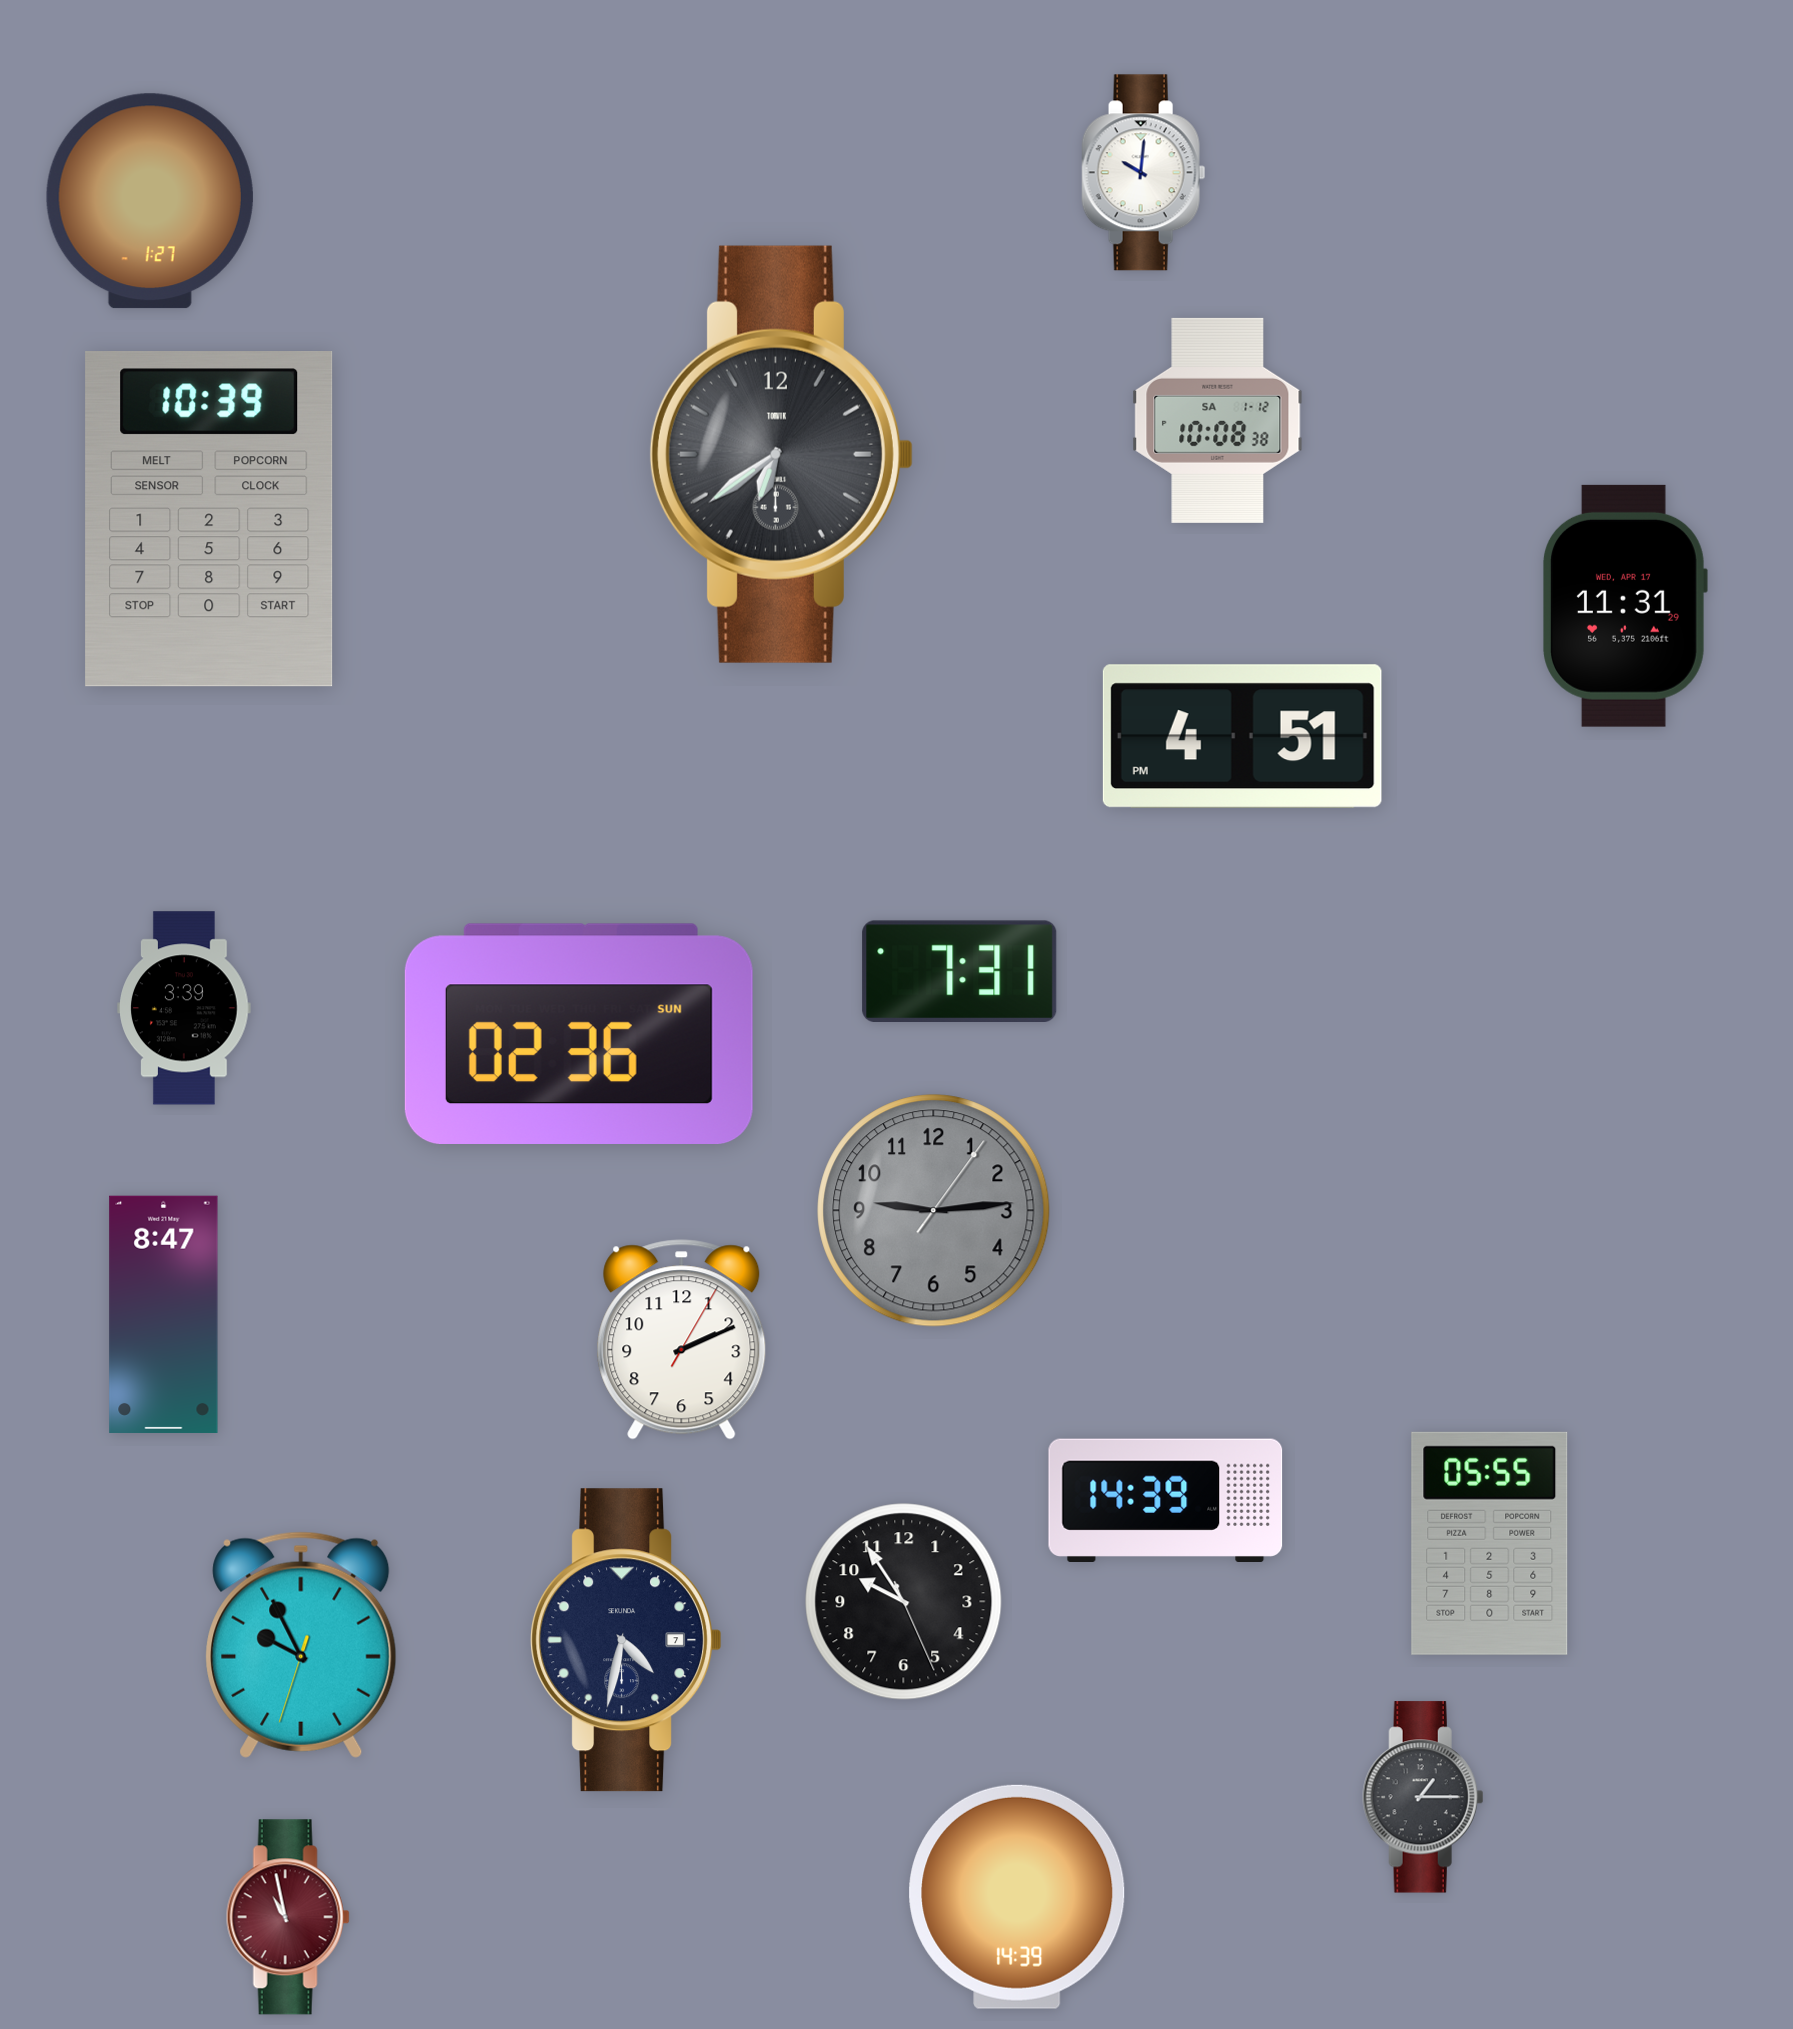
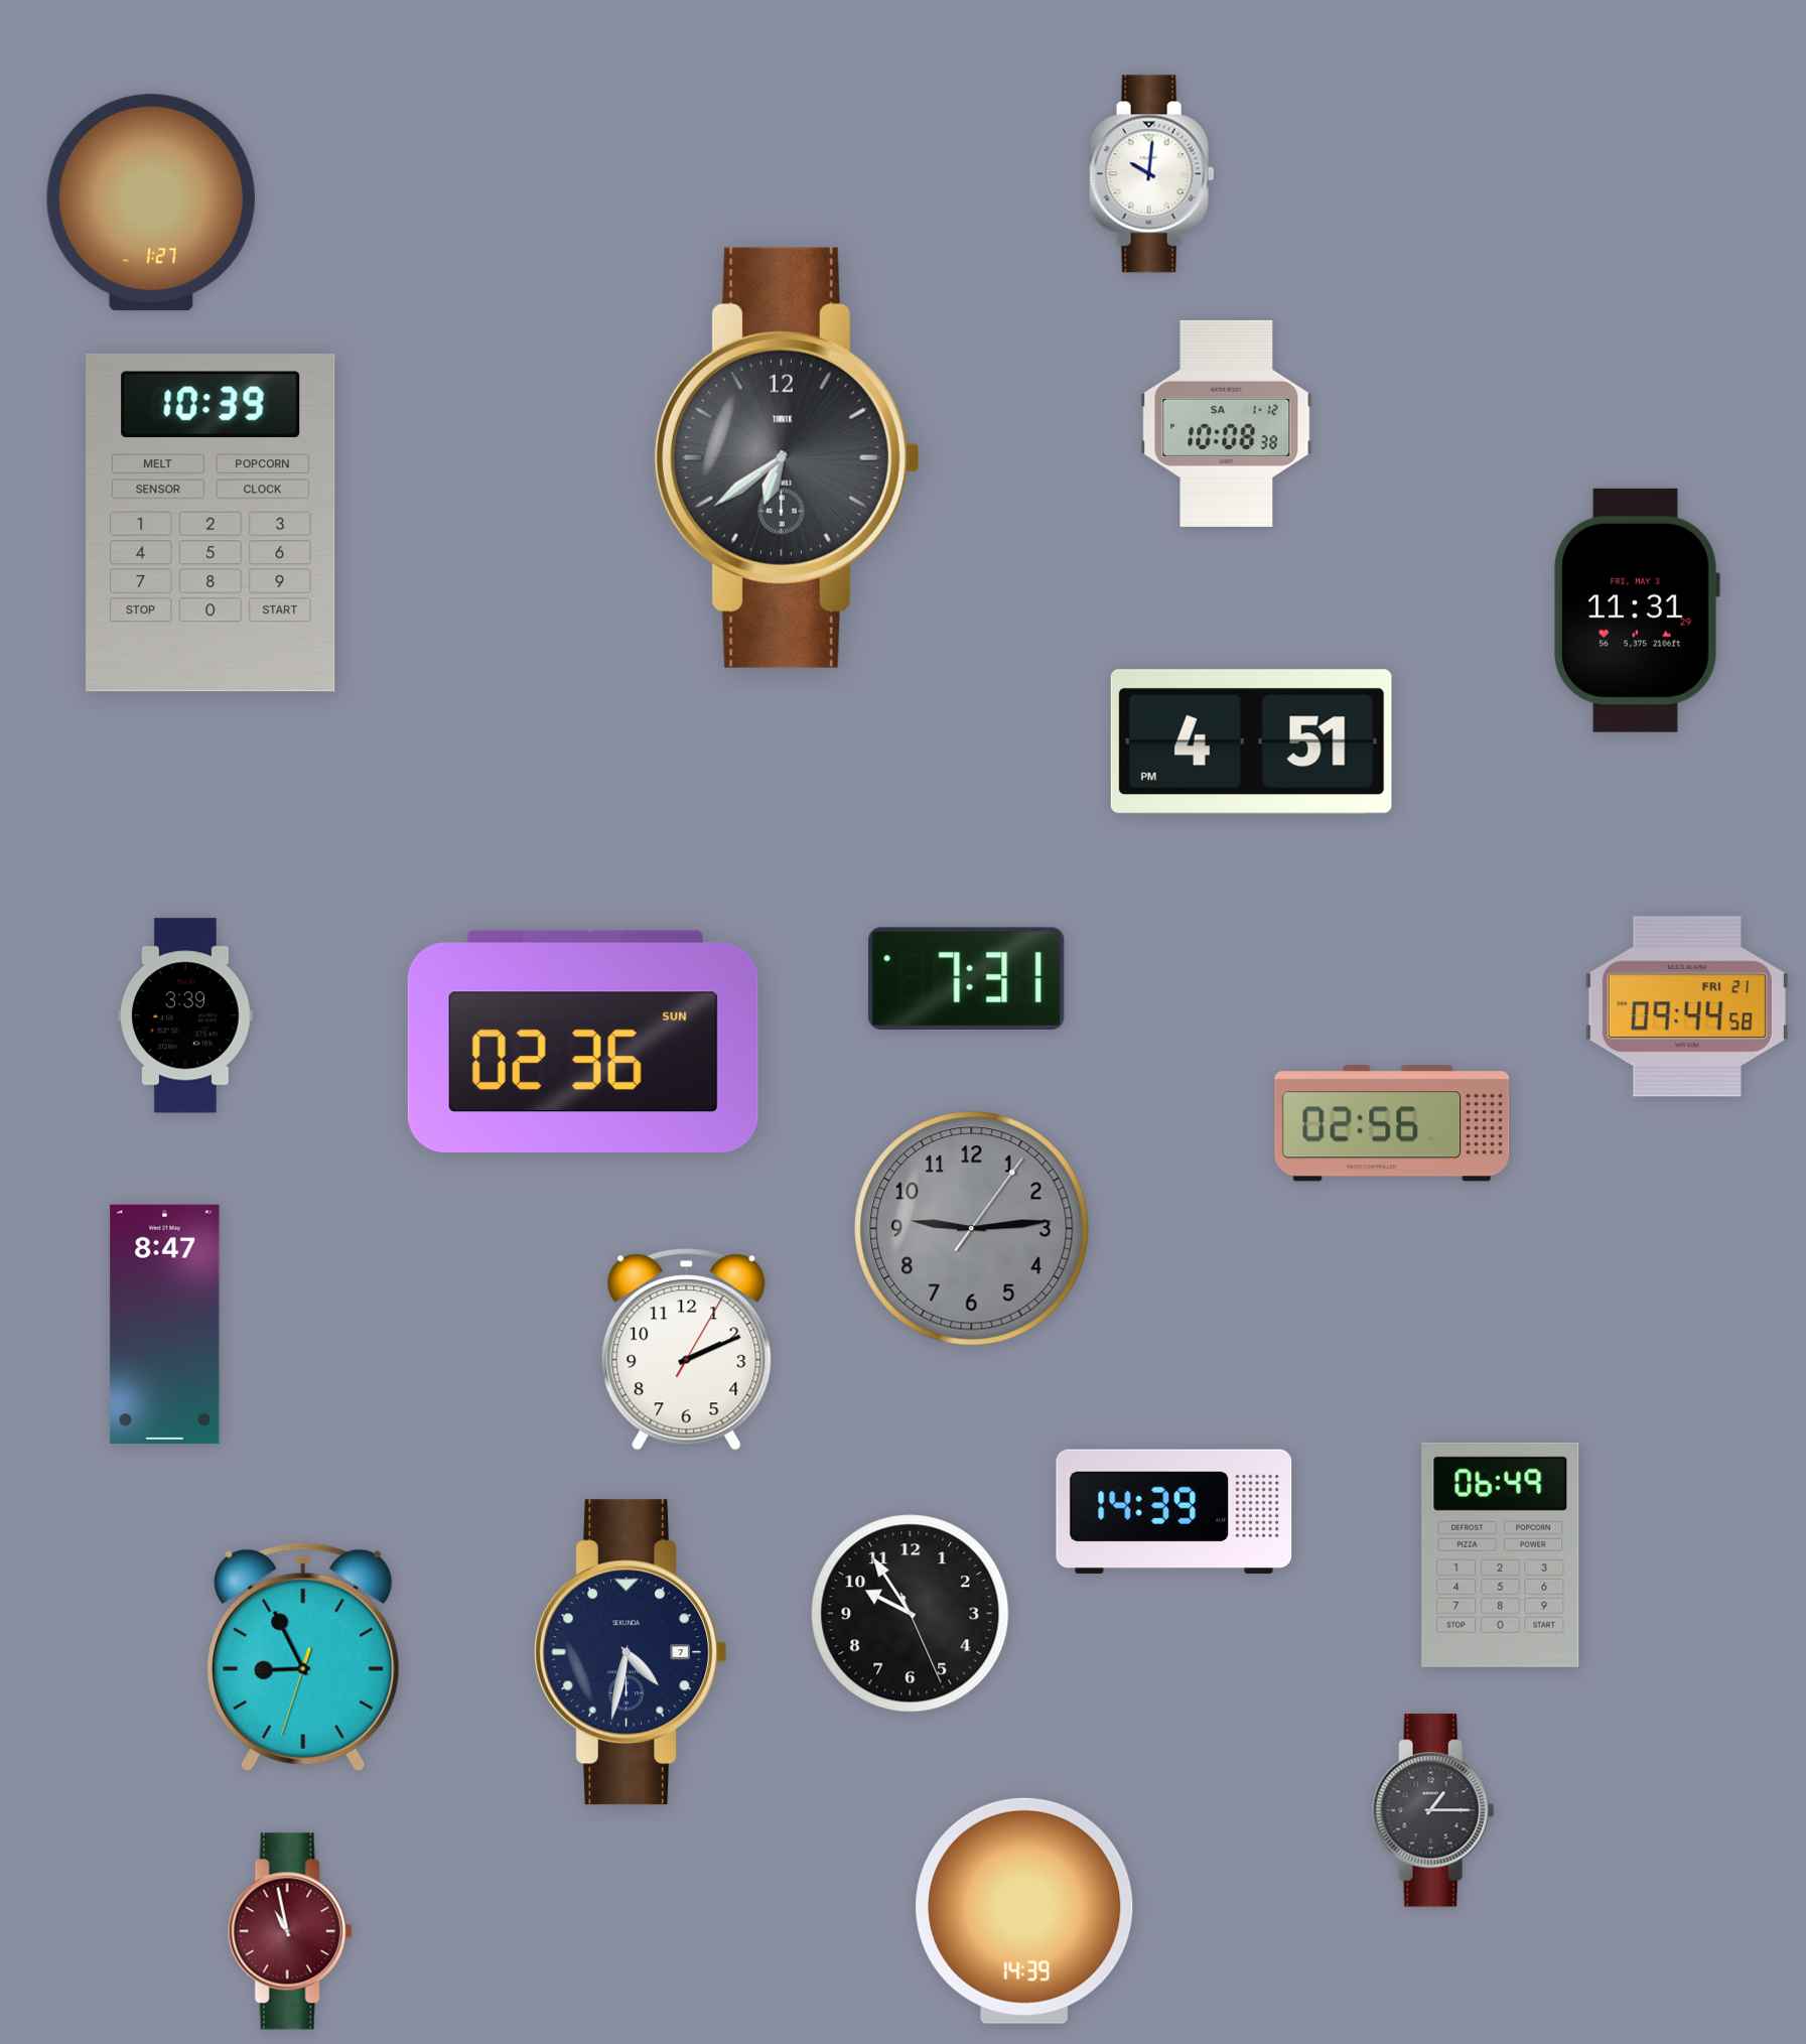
clock at (1625, 606) date: WED, APR 17 -> FRI, MAY 3
clock at (1687, 1006): none -> 09:44
clock at (1392, 1123): none -> 02:56
clock at (934, 1211) position: (934, 1211) -> (972, 1229)
clock at (1490, 1543): 05:55 -> 06:49
clock at (301, 1645): 9:55 -> 8:55
